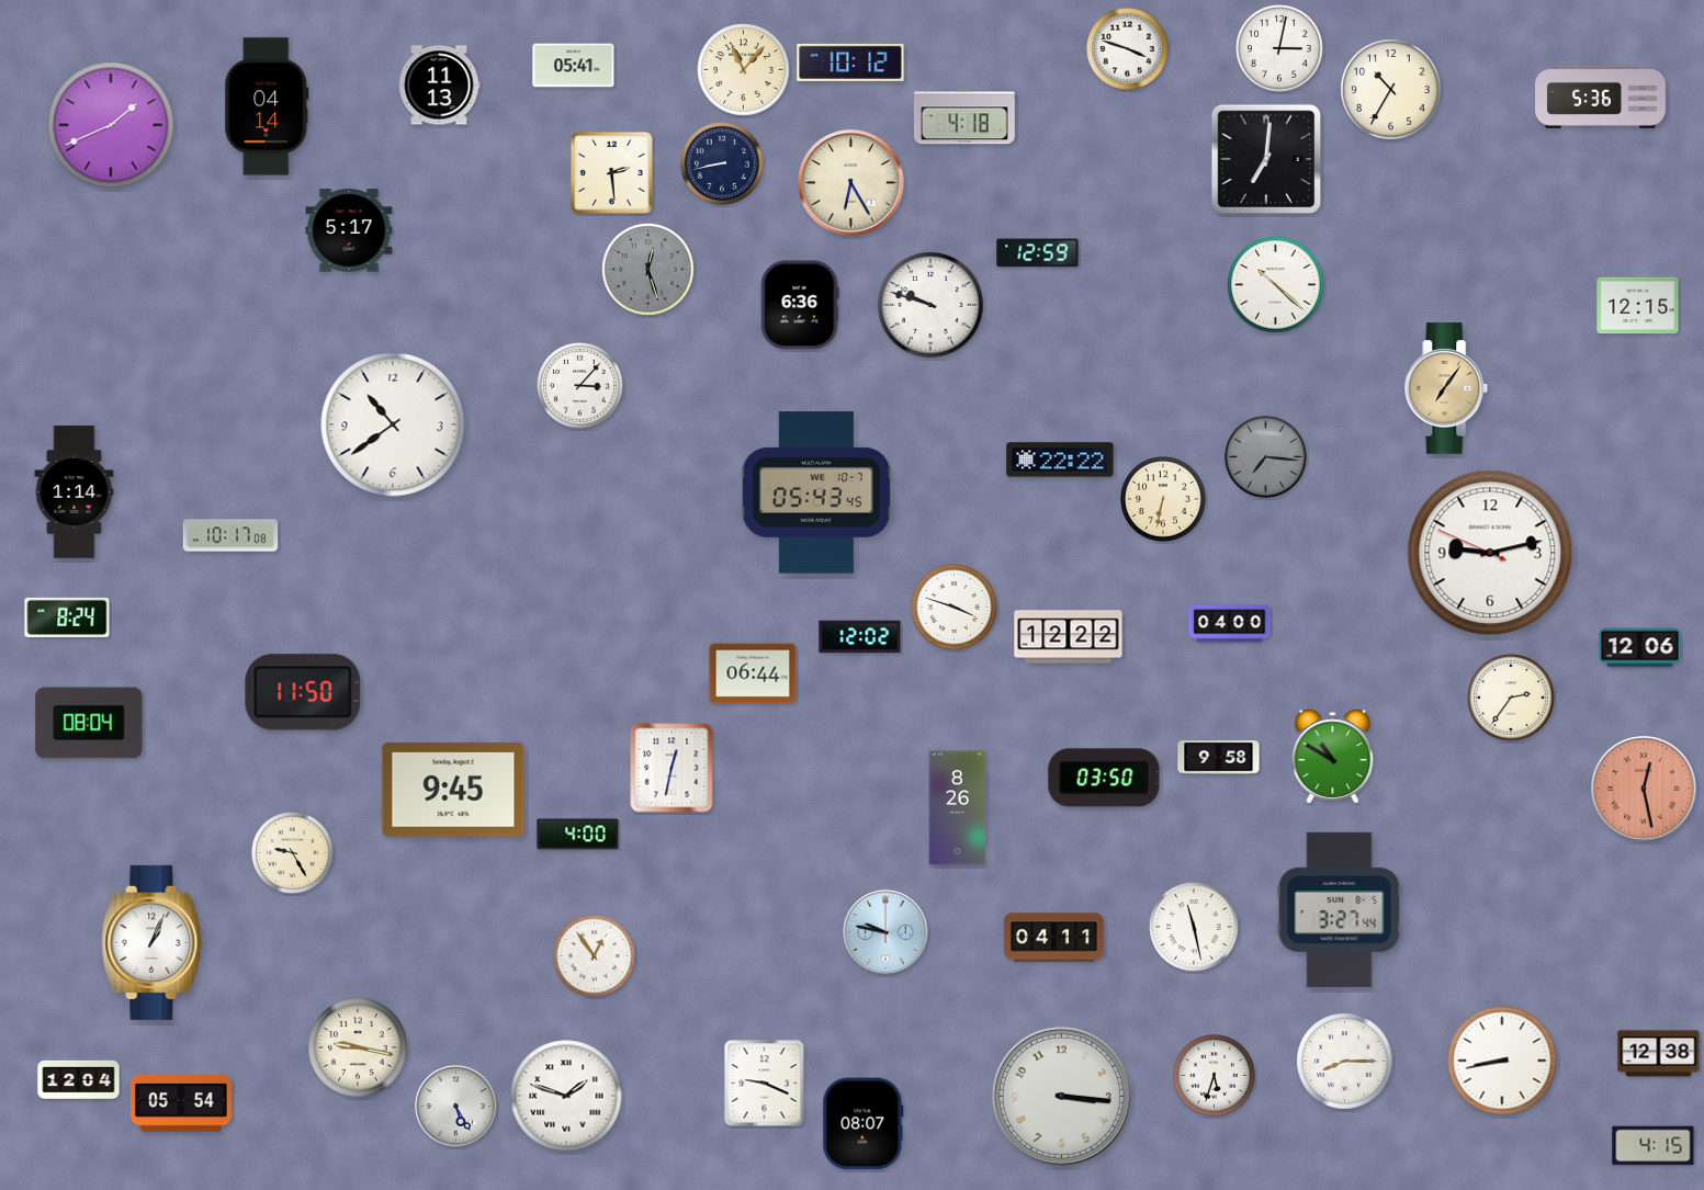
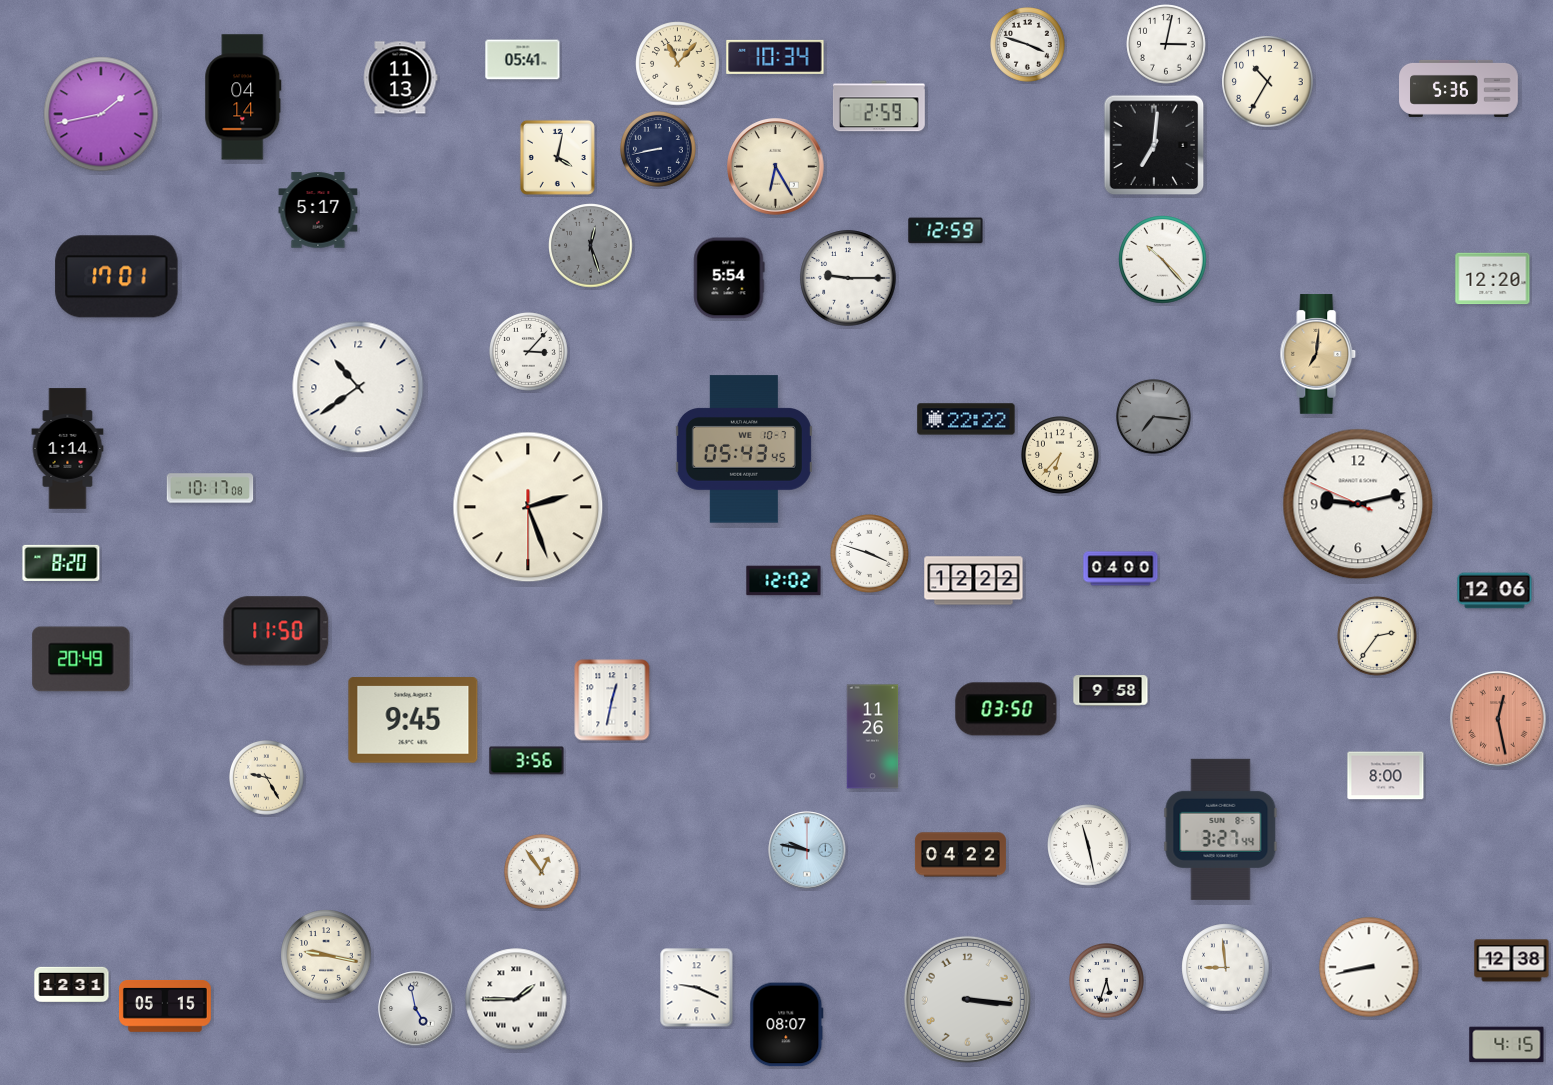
clock at (850, 63): 10:12 -> 10:34
clock at (964, 116): 4:18 -> 2:59
clock at (111, 125): 1:41 -> 1:43
clock at (611, 172): 2:29 -> 4:02
clock at (1276, 285): 10:22 -> 10:23
clock at (117, 277): none -> 17:01
clock at (800, 305): 6:36 -> 5:54
clock at (930, 305): 9:48 -> 9:15
clock at (1638, 306): 12:15 -> 12:20
clock at (1446, 388): 7:06 -> 7:01
clock at (1164, 500): 6:32 -> 6:37
clock at (528, 507): none -> 2:26
clock at (67, 617): 8:24 -> 8:20
clock at (753, 673): 06:44 -> none
clock at (89, 723): 08:04 -> 20:49
clock at (1333, 757): 10:50 -> none
clock at (958, 808): 8:26 -> 11:26
clock at (578, 835): 4:00 -> 3:56
clock at (1386, 776): none -> 8:00
clock at (1053, 938): 04:11 -> 04:22
clock at (153, 942): 1:04 -> none
clock at (1345, 1062): 8:15 -> 8:59
clock at (79, 1080): 12:04 -> 12:31
clock at (566, 1096): 1:48 -> 1:45
clock at (181, 1103): 05:54 -> 05:15
clock at (456, 1107): 5:25 -> 4:58
